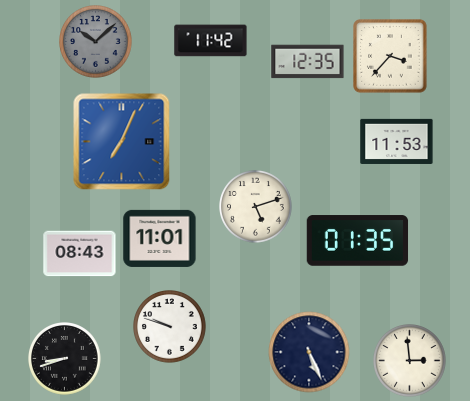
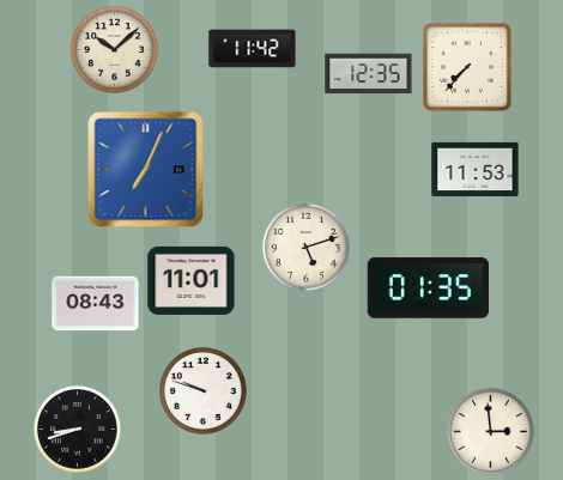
clock at (96, 42) dial: grey -> cream
clock at (390, 56): 3:37 -> 7:37
clock at (160, 238) position: (160, 238) -> (192, 280)
clock at (309, 352): 5:26 -> none
